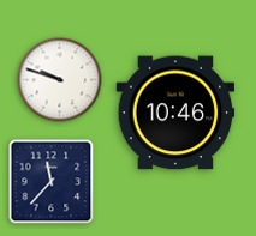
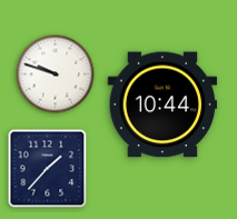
clock at (175, 113): 10:46 -> 10:44
clock at (52, 182): 11:37 -> 1:37
